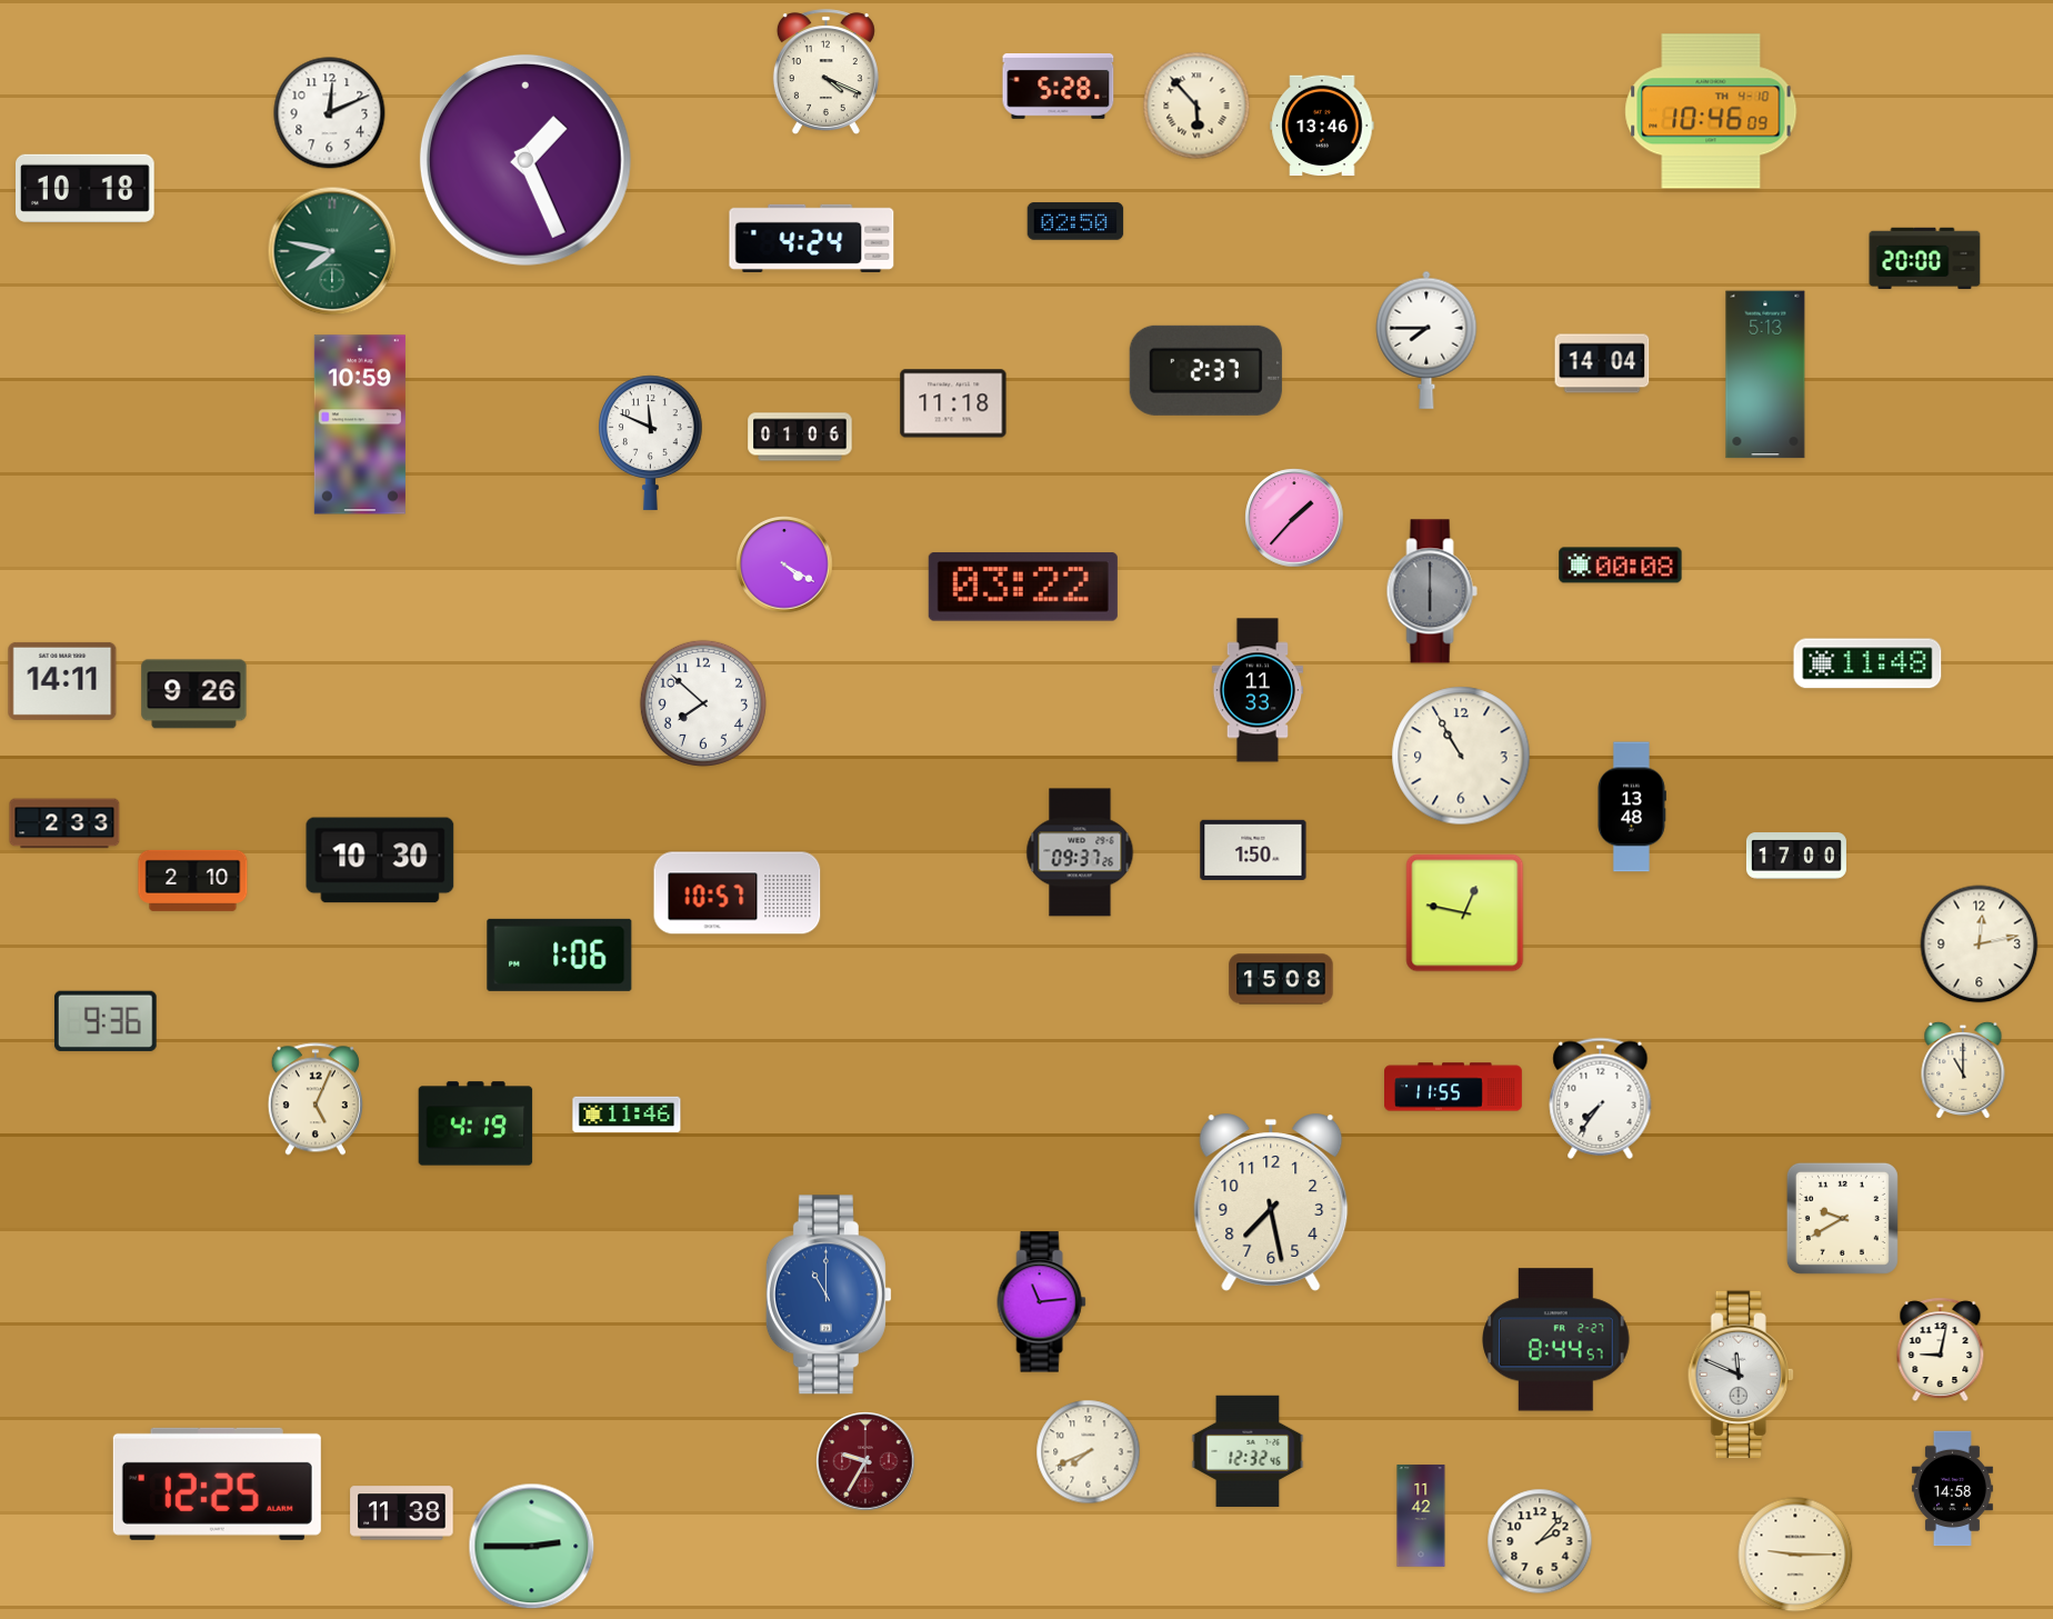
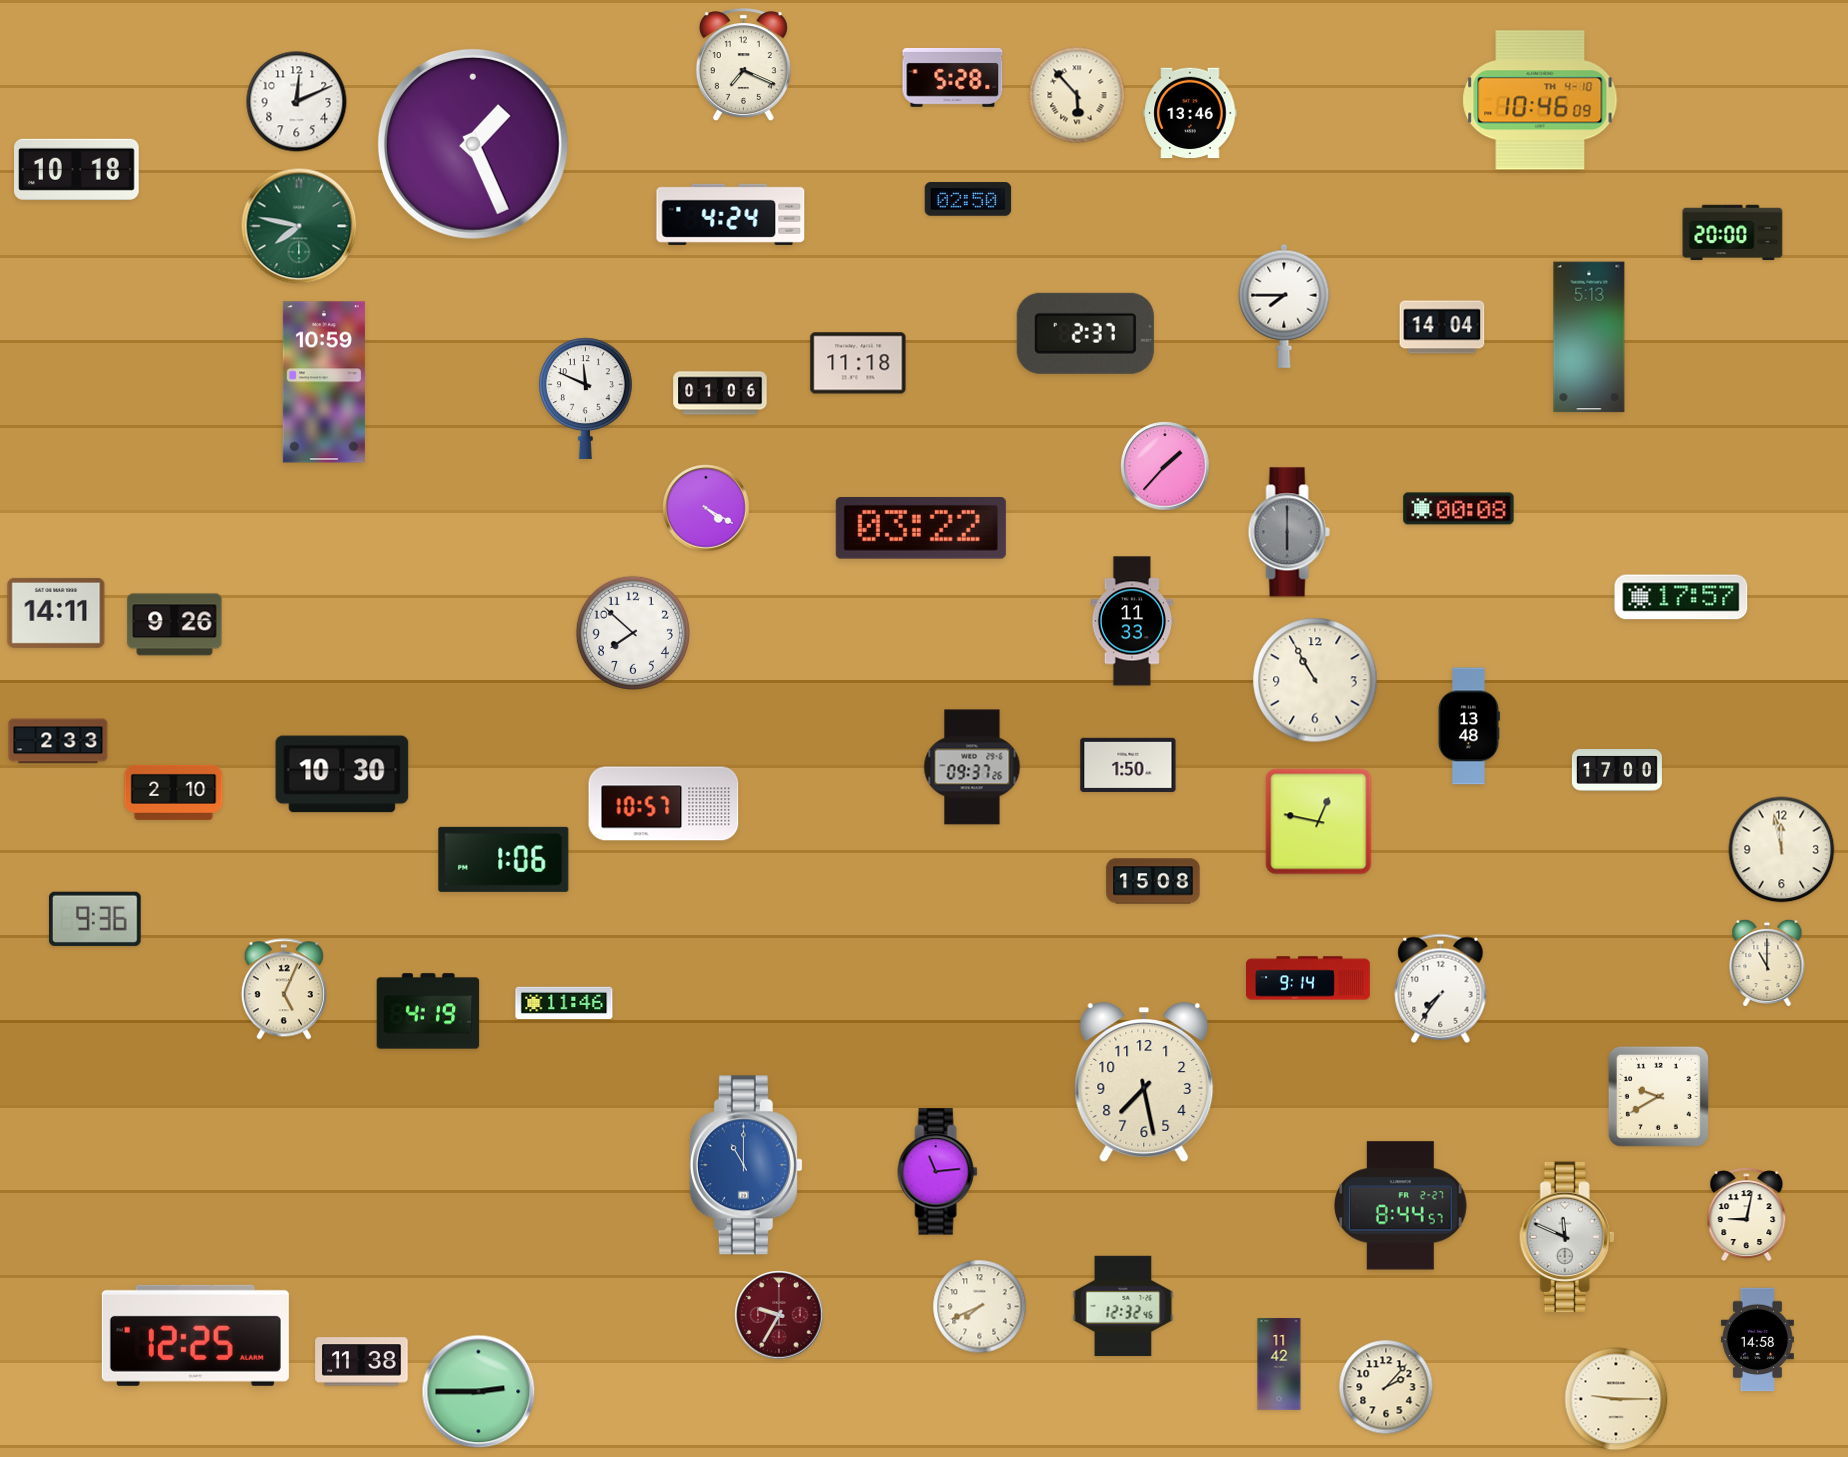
clock at (825, 72): 4:19 -> 7:19
clock at (1867, 663): 11:48 -> 17:57
clock at (1980, 945): 12:13 -> 11:58
clock at (1454, 1087): 11:55 -> 9:14
